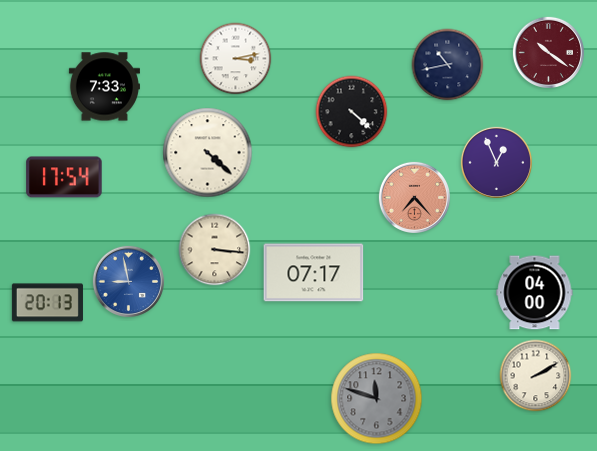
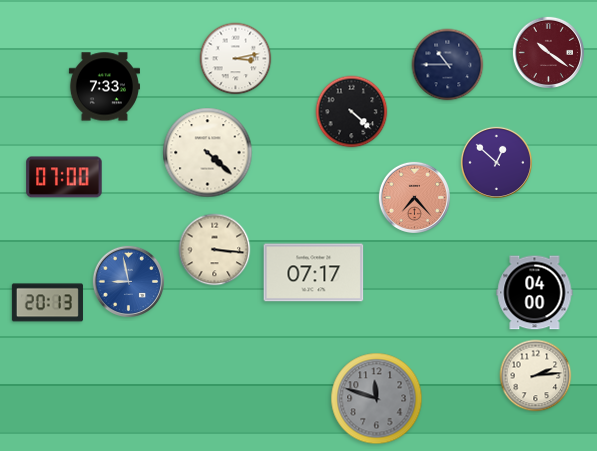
clock at (448, 65): 10:43 -> 10:45
clock at (496, 162): 12:56 -> 12:52
clock at (64, 177): 17:54 -> 07:00
clock at (536, 376): 2:10 -> 2:14
